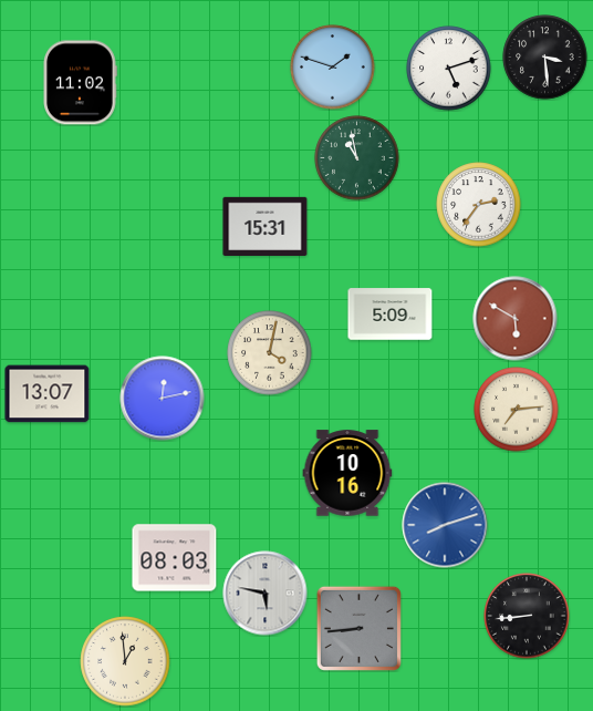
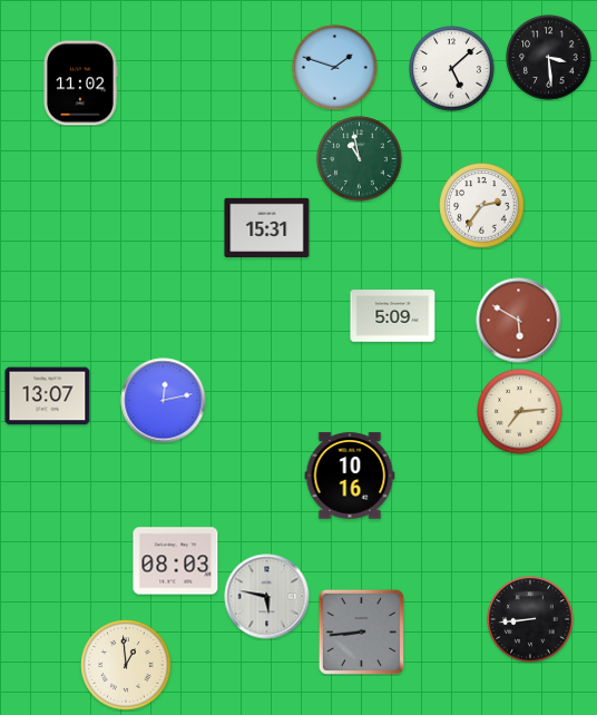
clock at (449, 69): 5:12 -> 5:08
clock at (270, 353): 4:02 -> none
clock at (445, 525): 8:12 -> none
